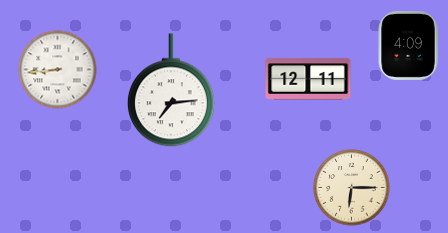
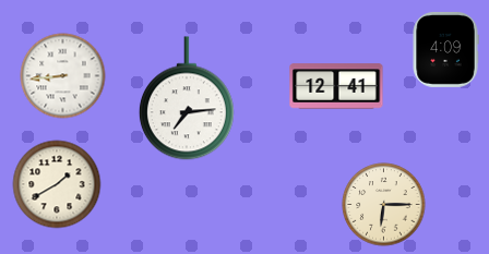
clock at (308, 79): 12:11 -> 12:41
clock at (57, 184): none -> 1:40
